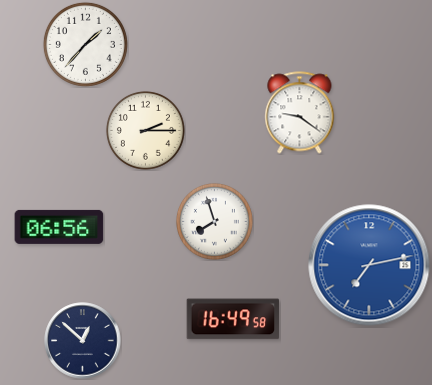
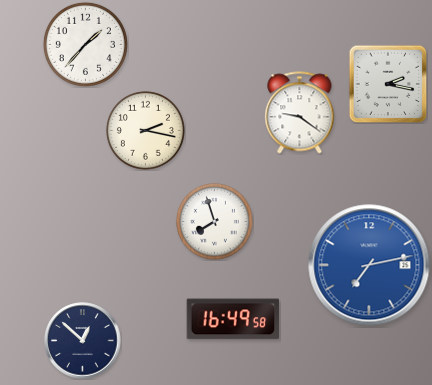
clock at (388, 84): none -> 2:17
clock at (145, 130): 2:15 -> 2:17
clock at (59, 227): 06:56 -> none
